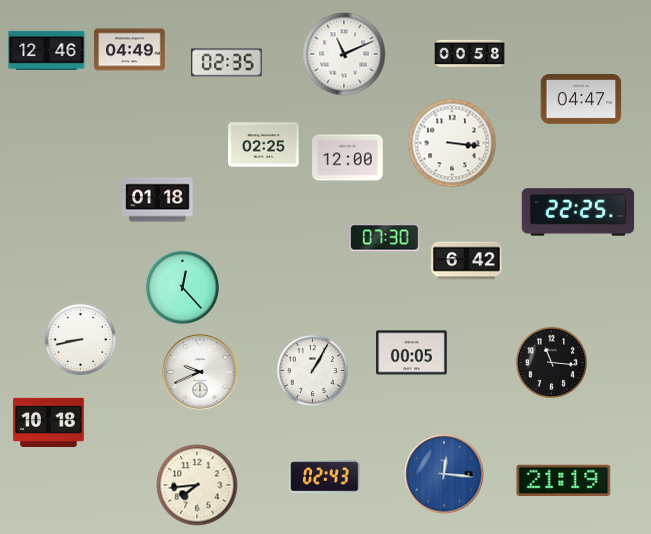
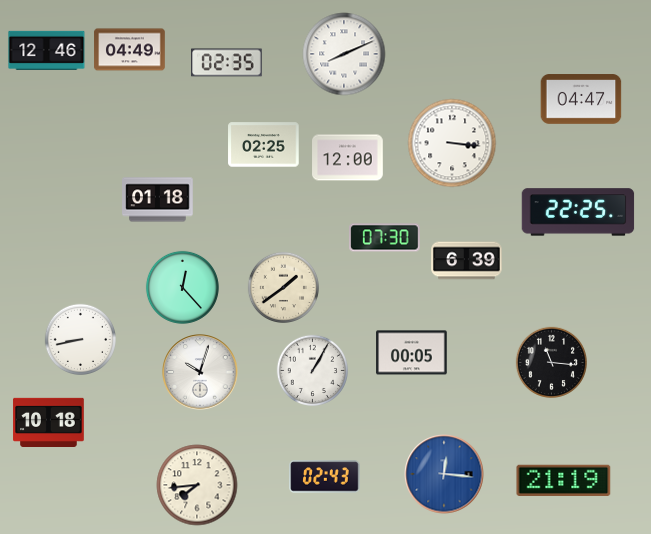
clock at (344, 54): 11:11 -> 8:11
clock at (470, 54): 00:58 -> none
clock at (467, 261): 6:42 -> 6:39
clock at (283, 287): none -> 1:39
clock at (200, 372): 9:41 -> 10:03
